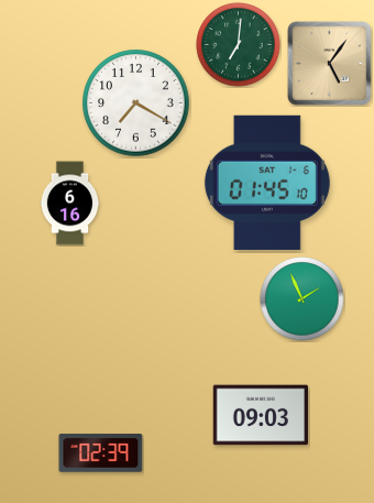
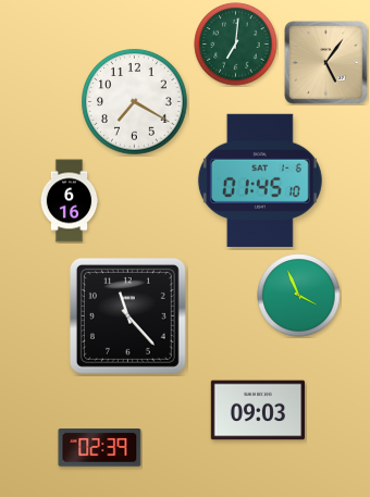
clock at (267, 183) position: (267, 183) -> (260, 181)
clock at (302, 299): 1:56 -> 3:56
clock at (127, 315): none -> 11:23
